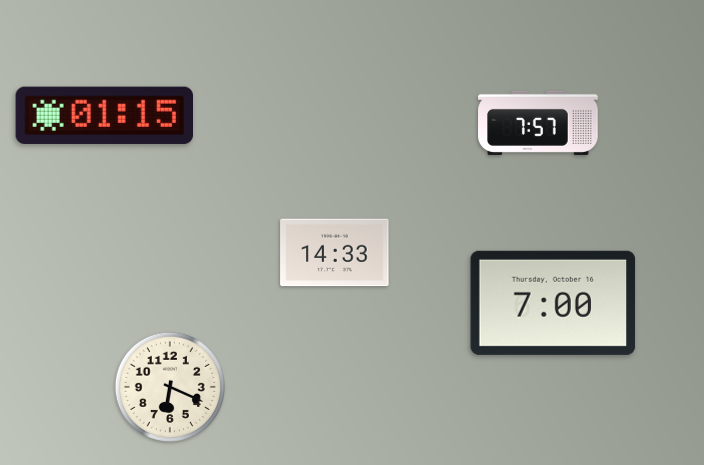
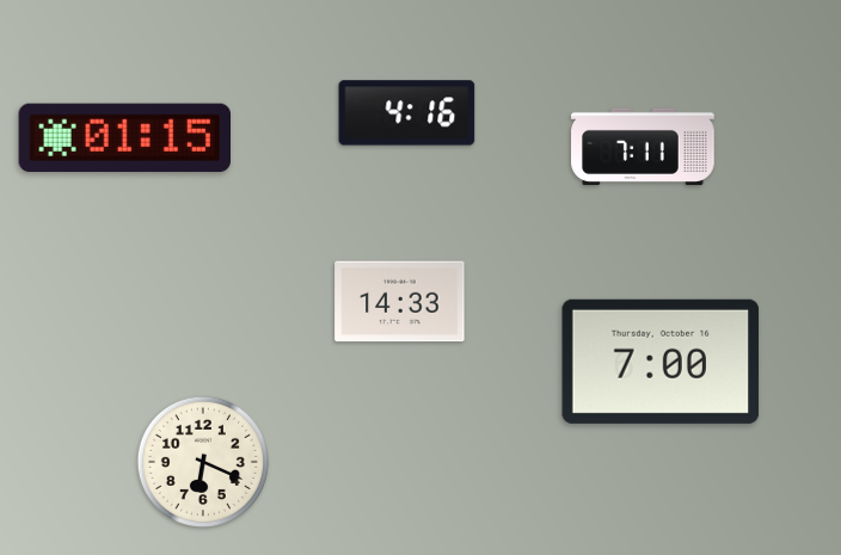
clock at (407, 113): none -> 4:16
clock at (538, 123): 7:57 -> 7:11
